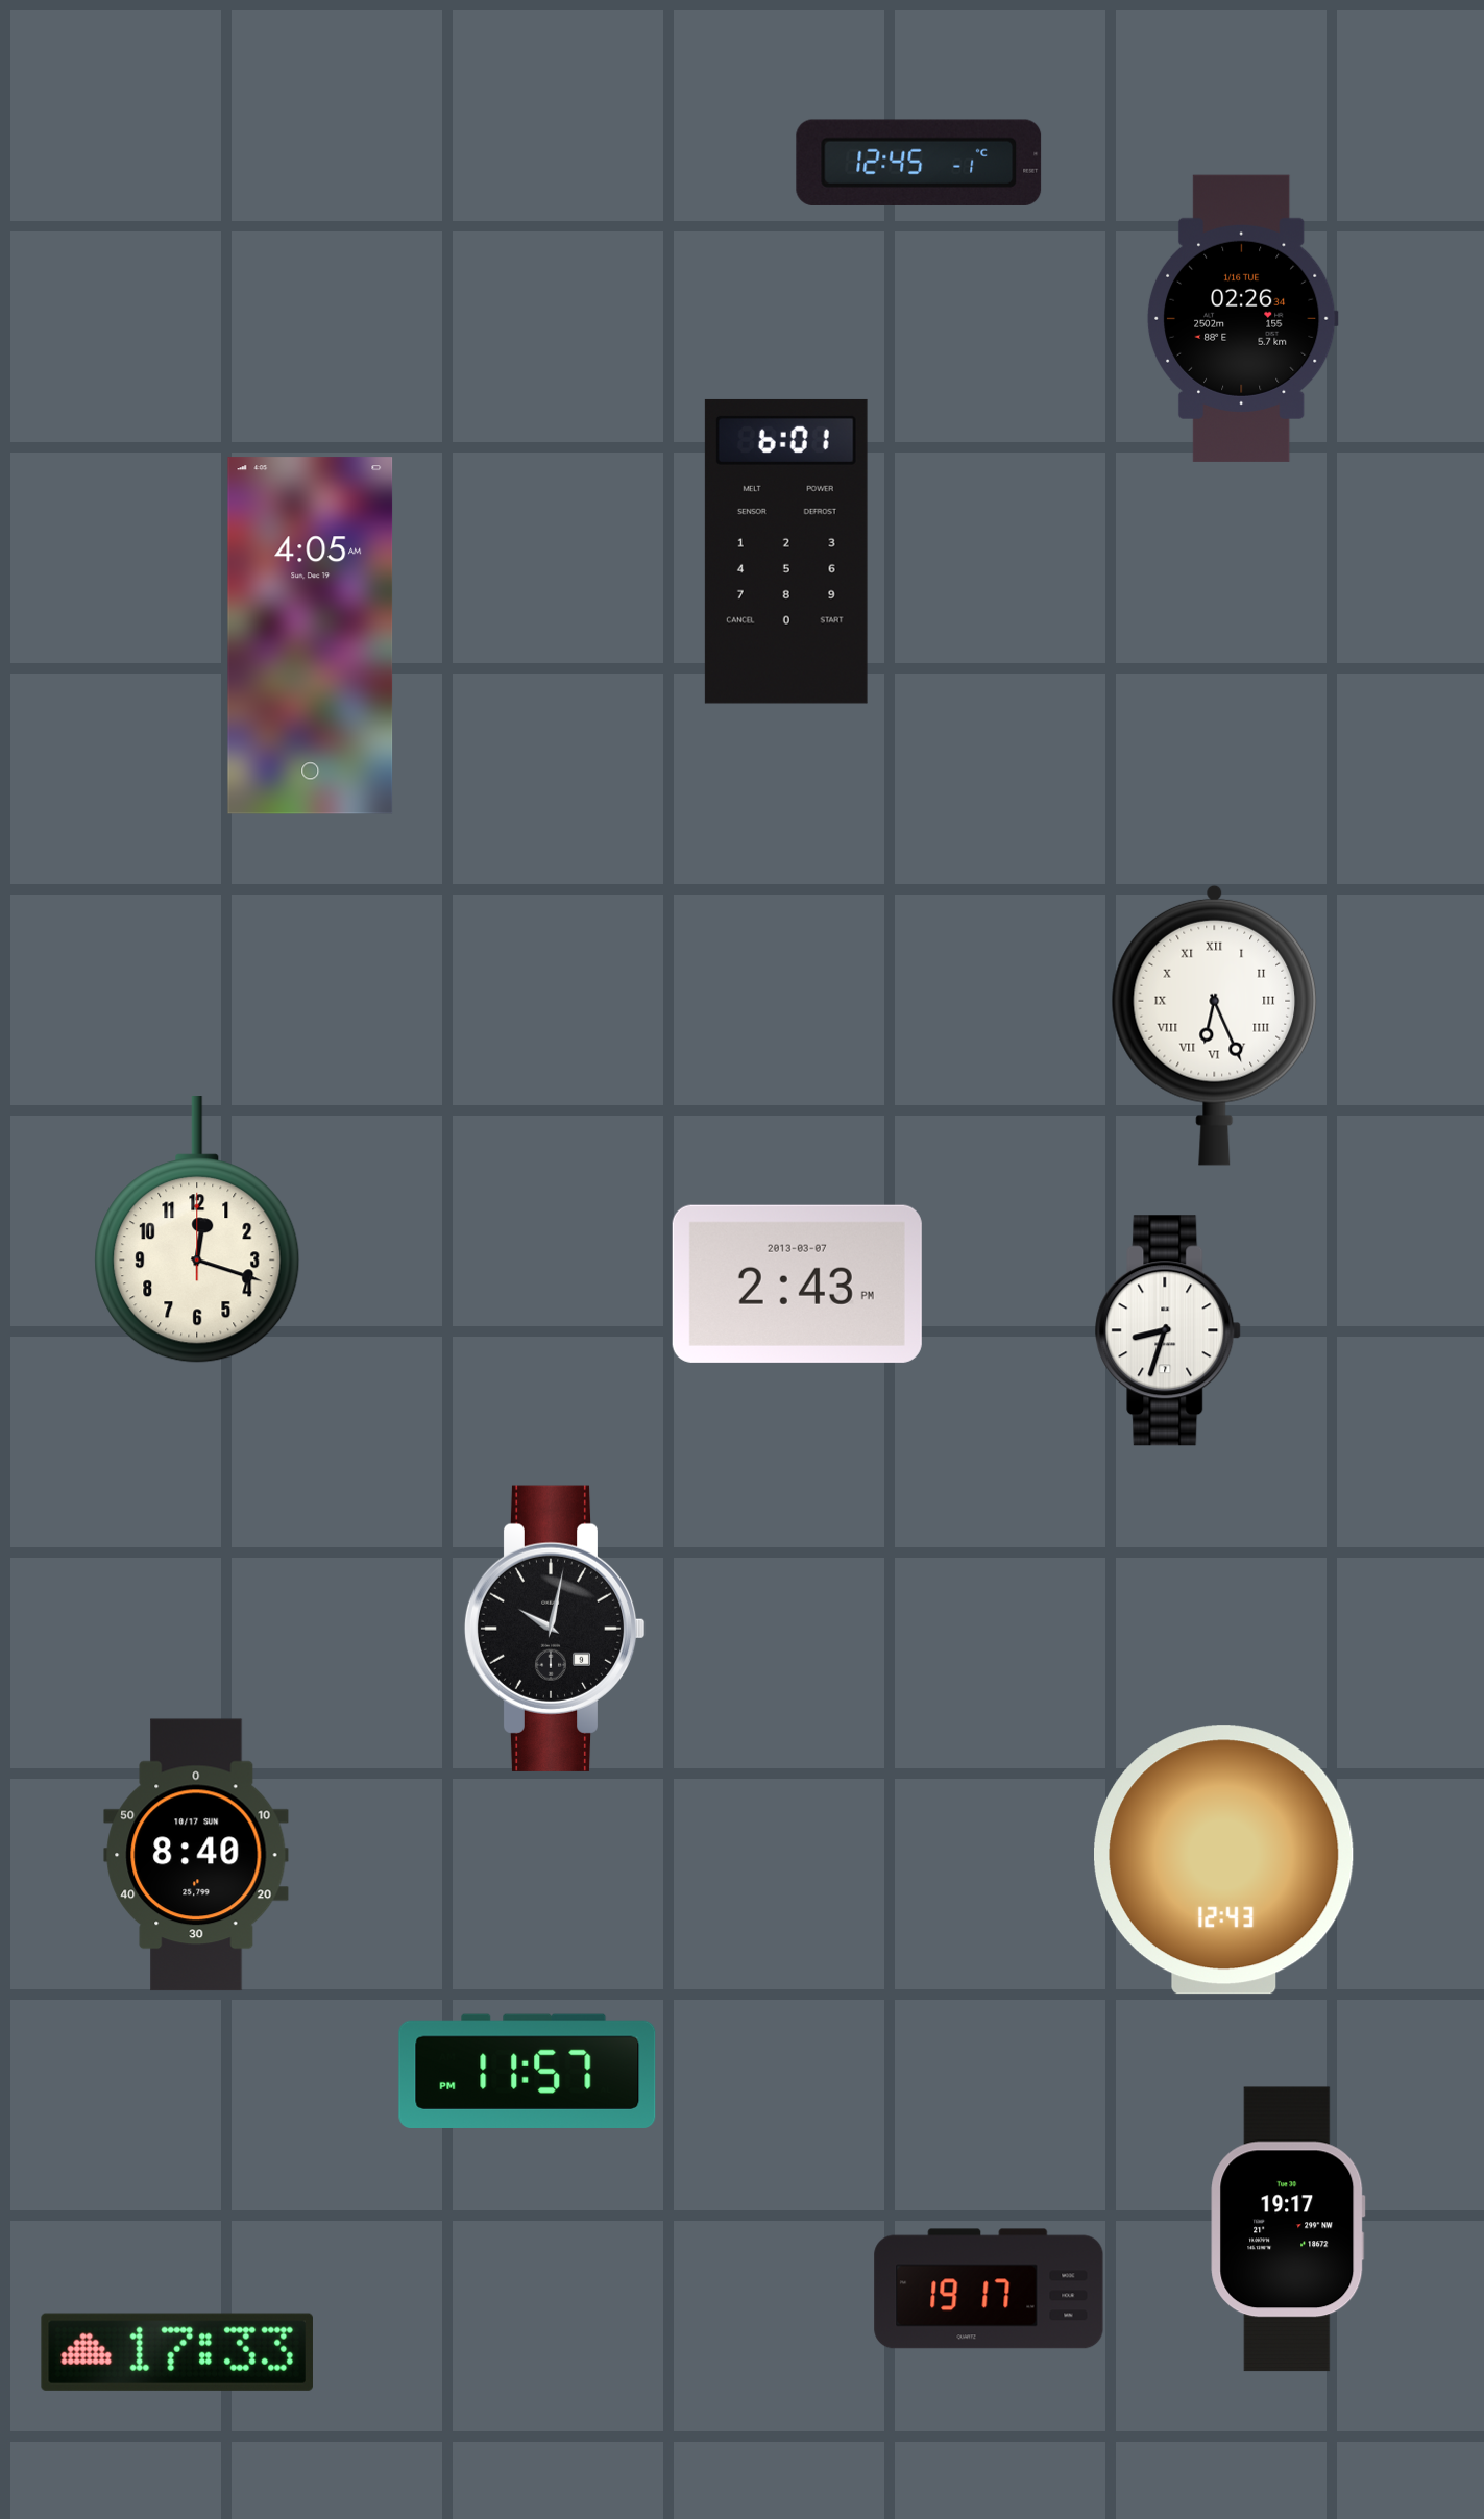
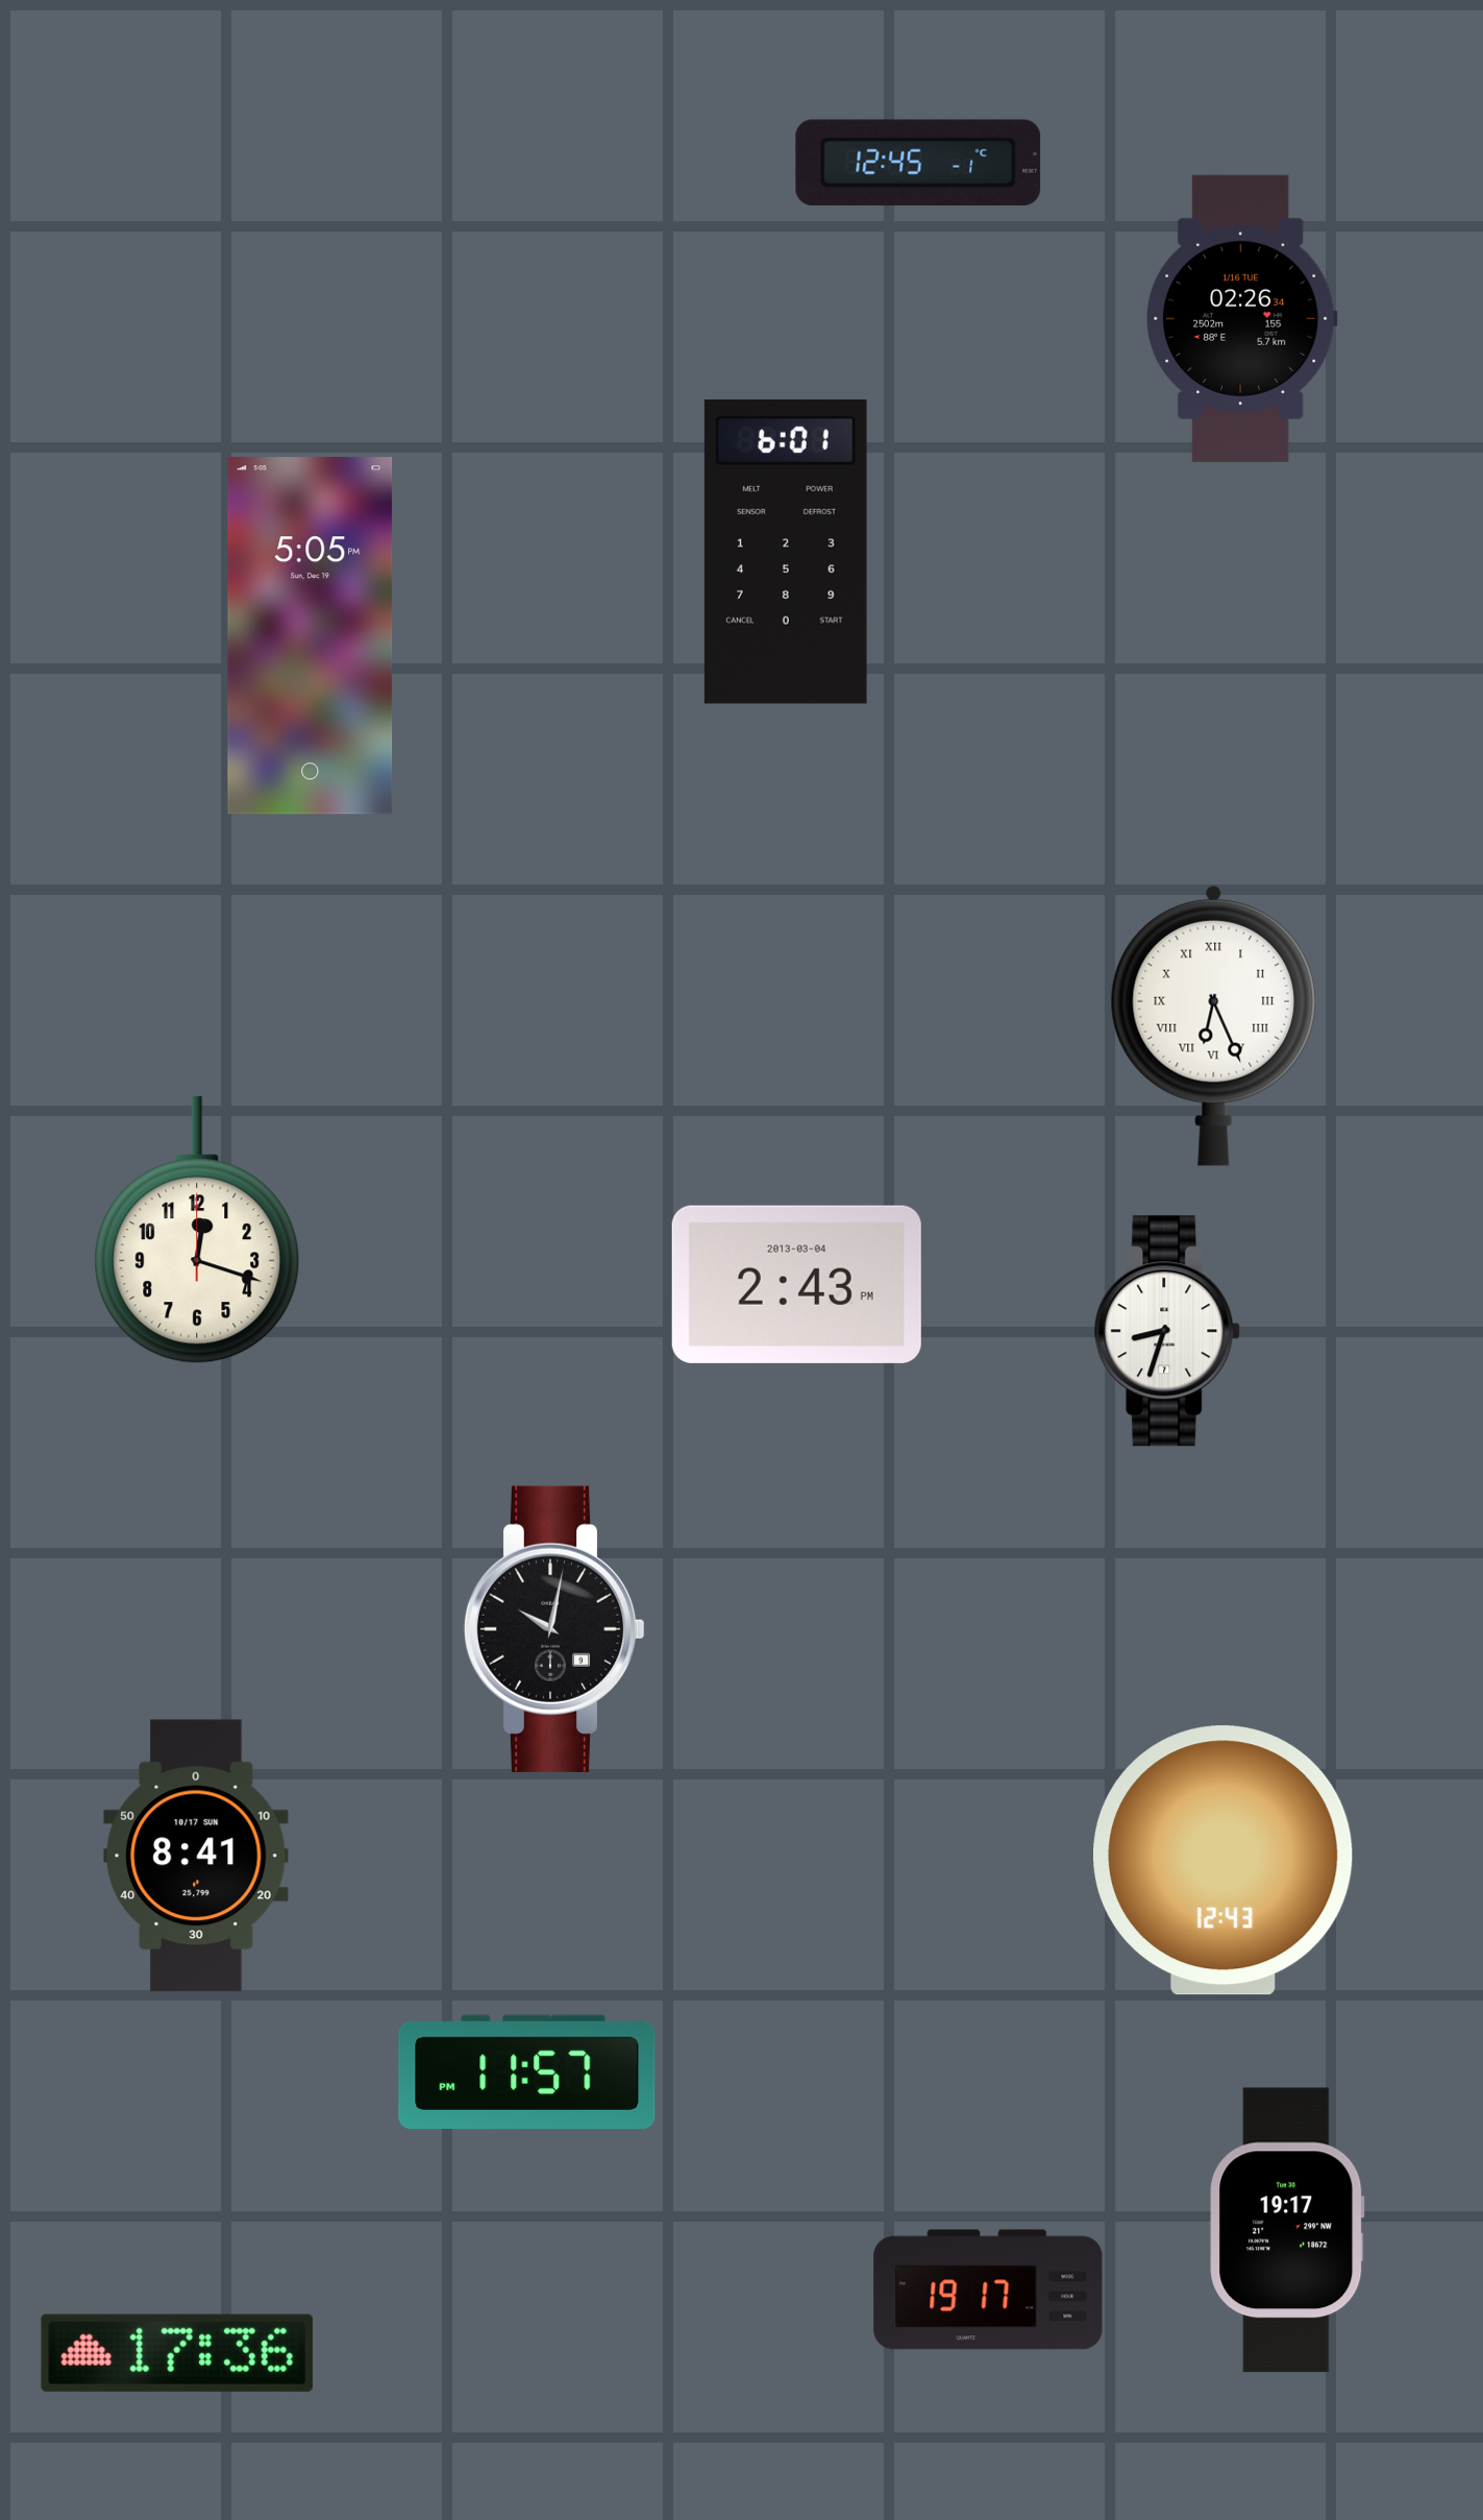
clock at (311, 636): 4:05 -> 5:05
clock at (797, 1283) date: 2013-03-07 -> 2013-03-04
clock at (196, 1855): 8:40 -> 8:41
clock at (177, 2352): 17:33 -> 17:36
